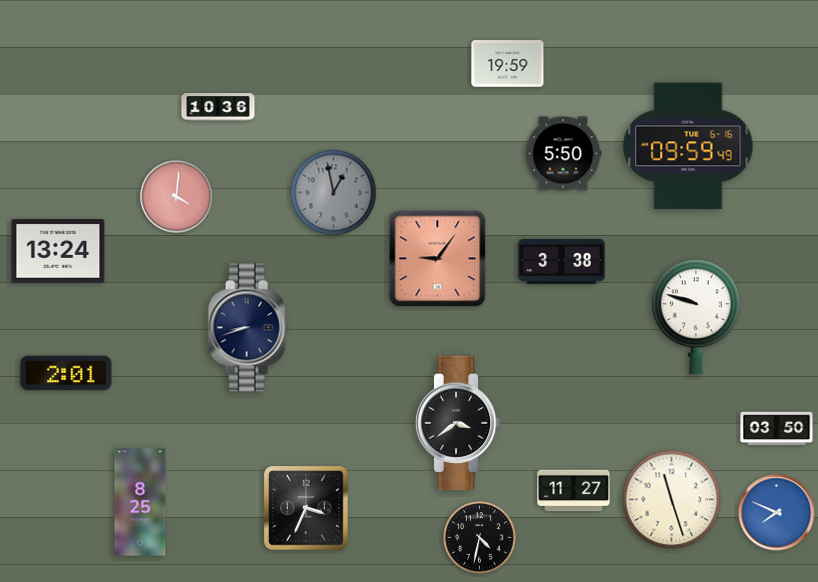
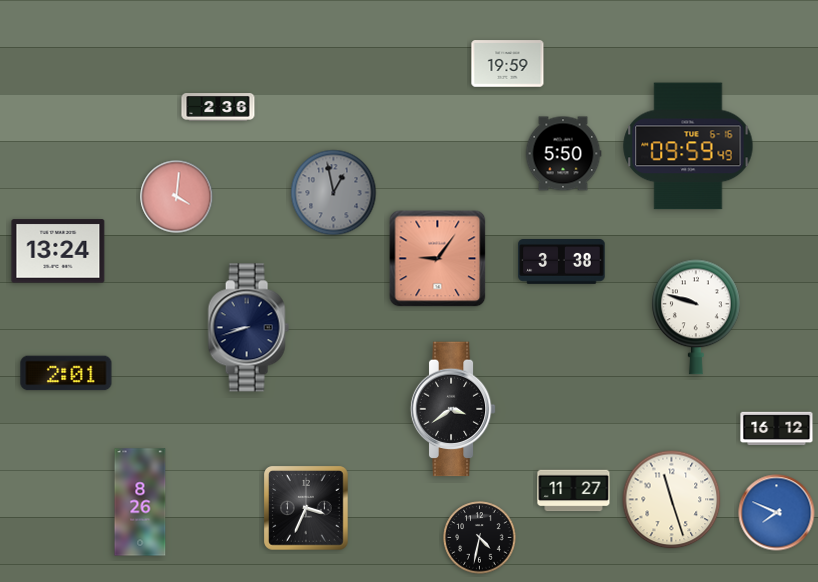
clock at (218, 107): 10:36 -> 2:36
clock at (458, 423) position: (458, 423) -> (453, 409)
clock at (777, 429): 03:50 -> 16:12
clock at (140, 502): 8:25 -> 8:26
